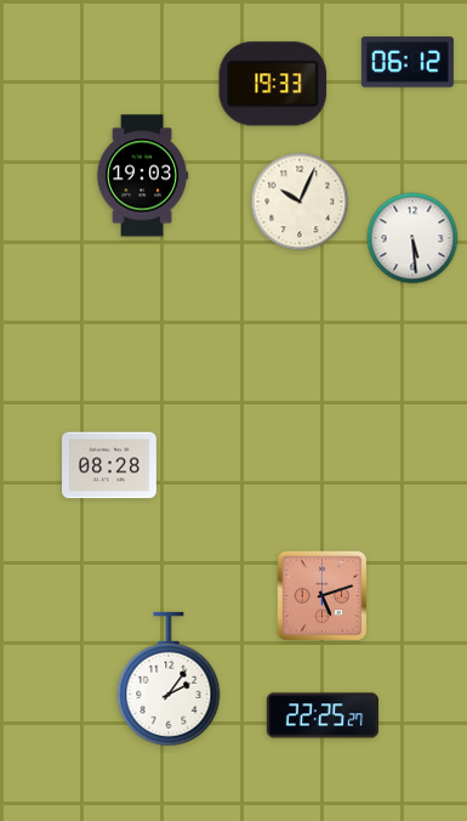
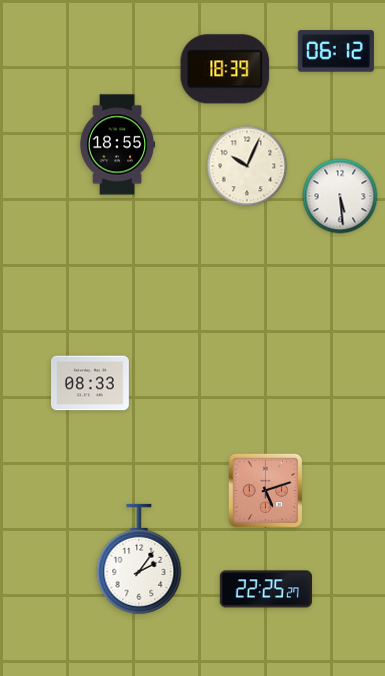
clock at (273, 84): 19:33 -> 18:39
clock at (142, 176): 19:03 -> 18:55
clock at (110, 465): 08:28 -> 08:33
